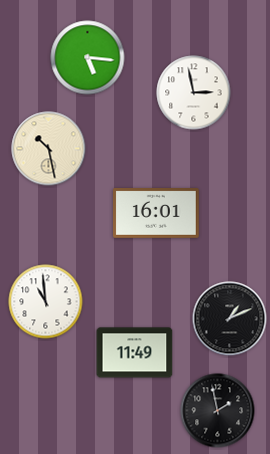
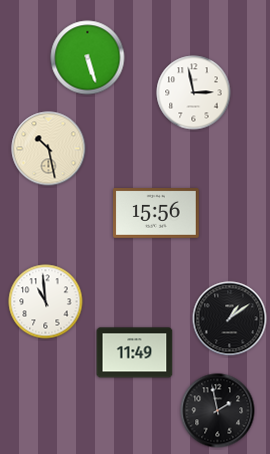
clock at (88, 58): 5:16 -> 5:27
clock at (157, 214): 16:01 -> 15:56
clock at (230, 319): 1:11 -> 1:09
